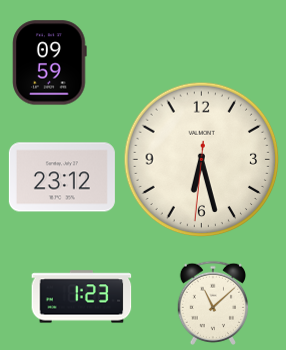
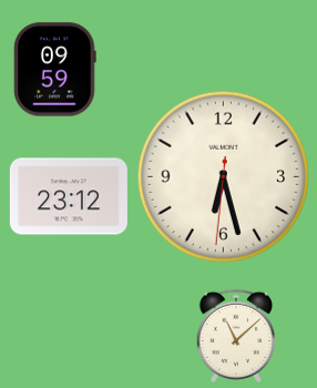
clock at (82, 297): 1:23 -> none
